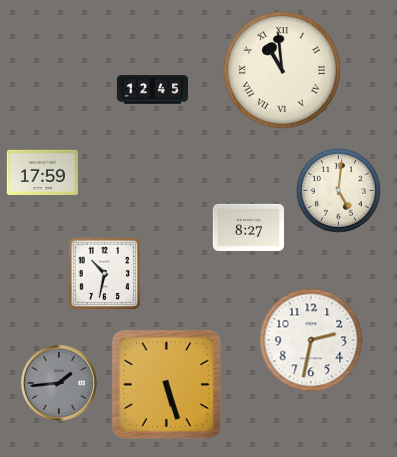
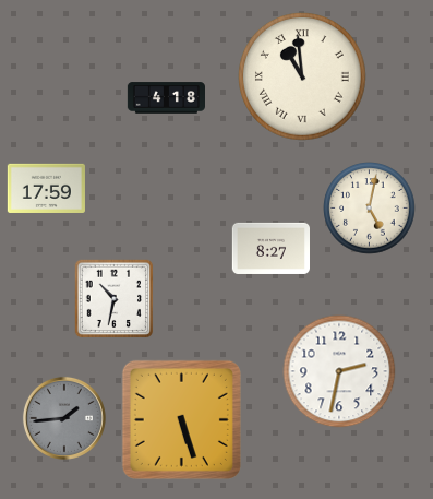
clock at (283, 71) position: (283, 71) -> (303, 78)
clock at (152, 90): 12:45 -> 4:18
clock at (339, 191): 5:01 -> 5:02
